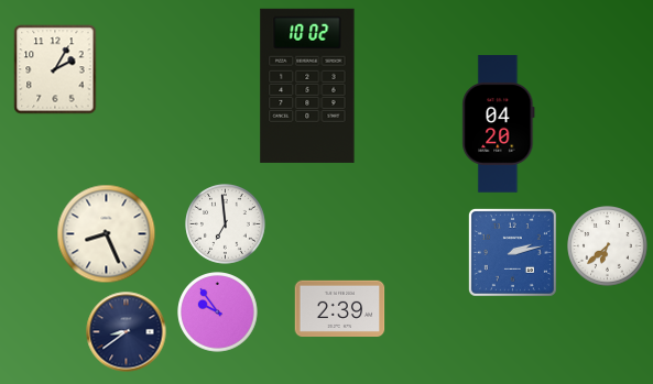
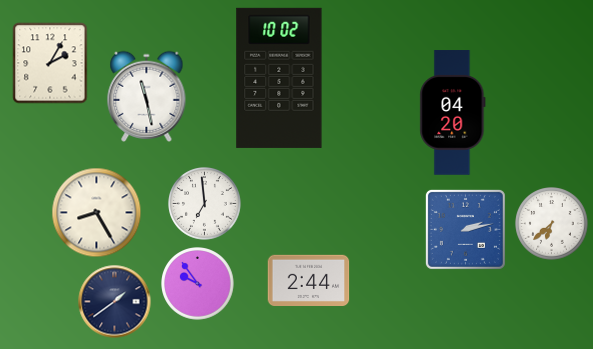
clock at (147, 96): none -> 11:28
clock at (107, 234): 8:26 -> 8:25
clock at (340, 308): 2:39 -> 2:44
clock at (127, 332): 8:39 -> 1:39
